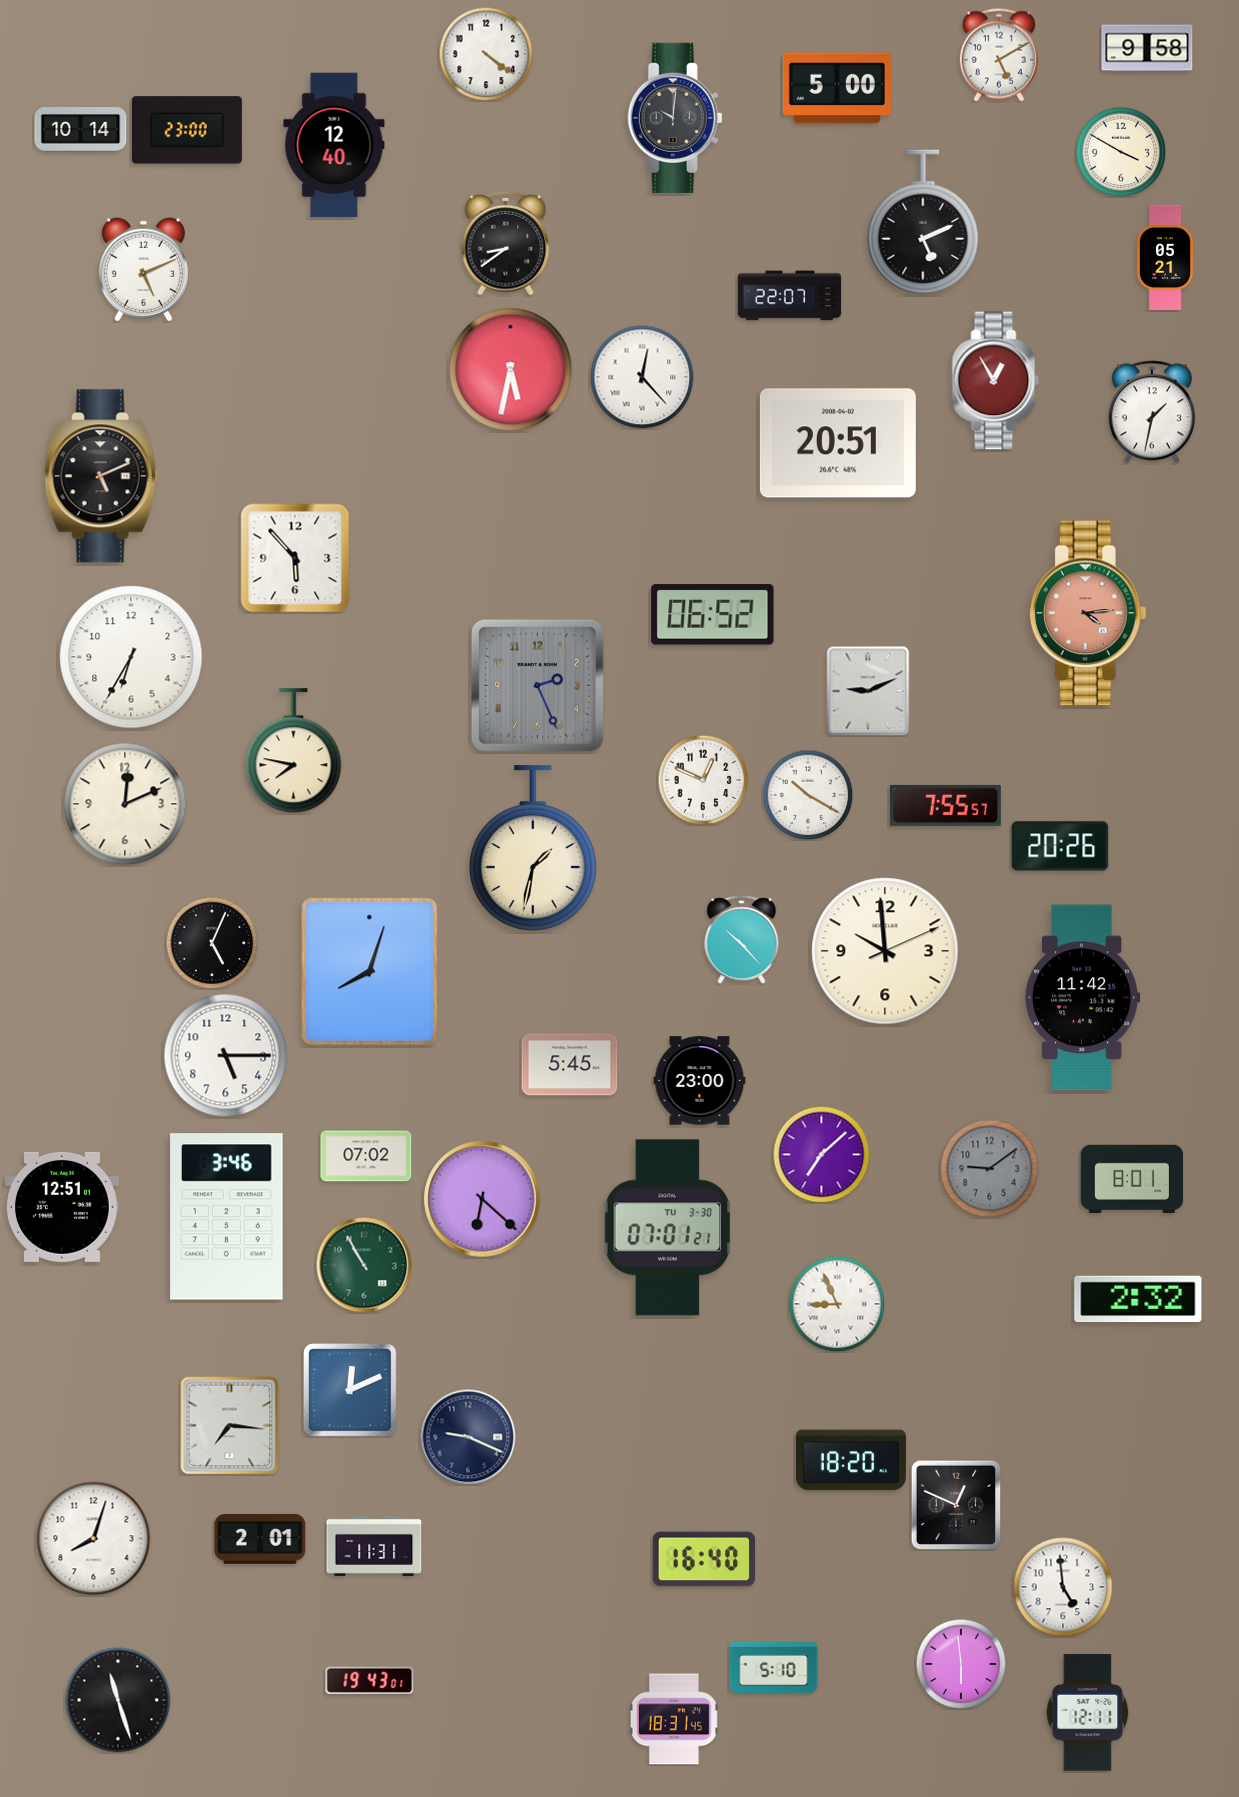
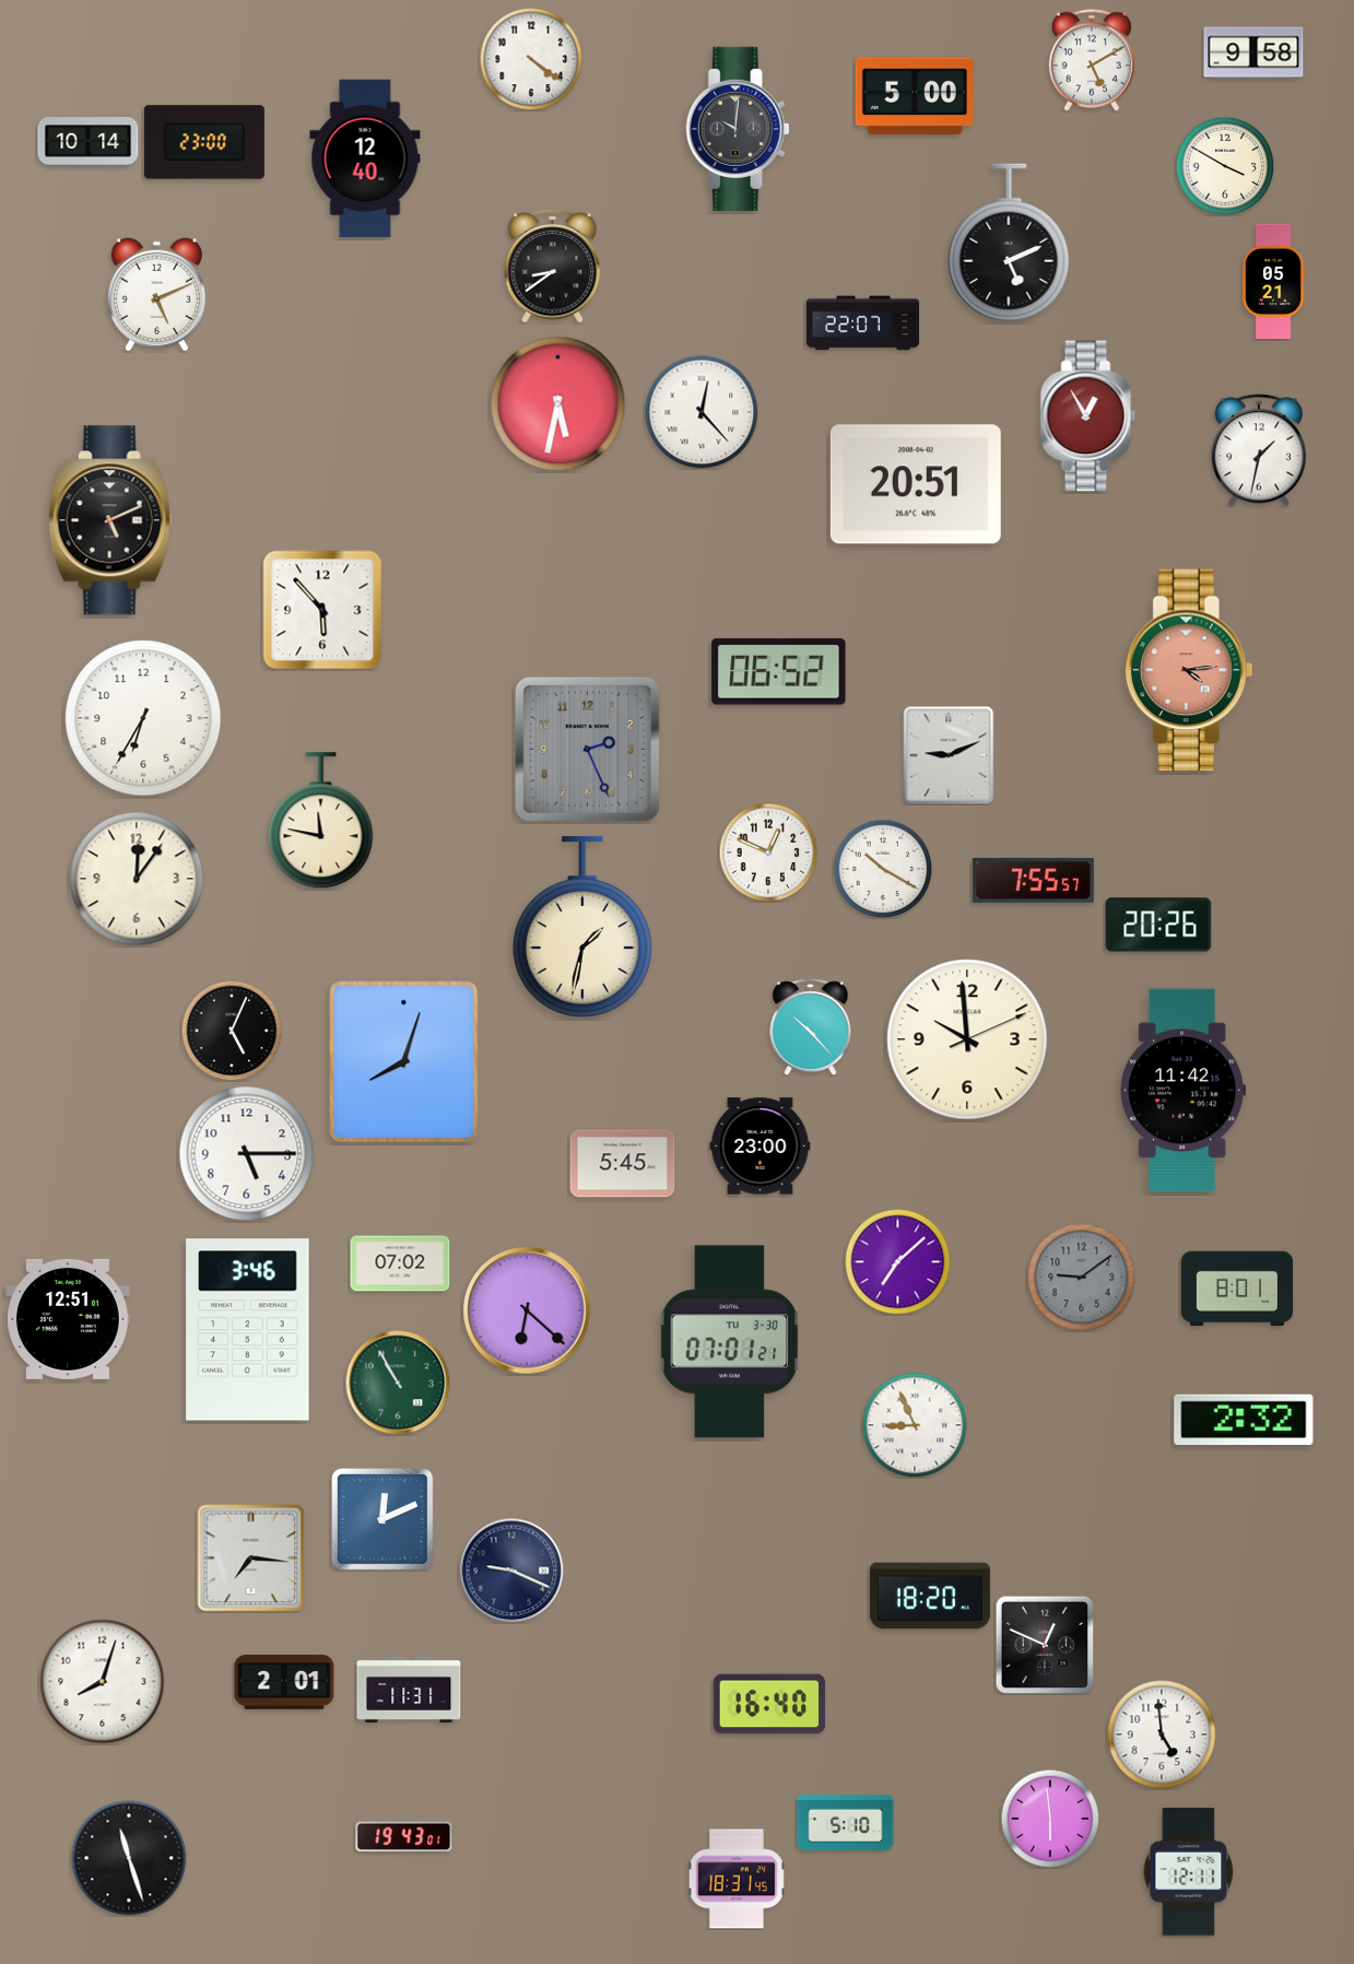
clock at (294, 751): 7:47 -> 11:47
clock at (125, 804): 12:11 -> 12:06
clock at (700, 1081) position: (700, 1081) -> (761, 1146)
